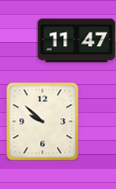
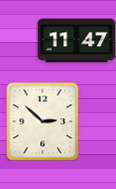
clock at (43, 121): 9:52 -> 2:52
